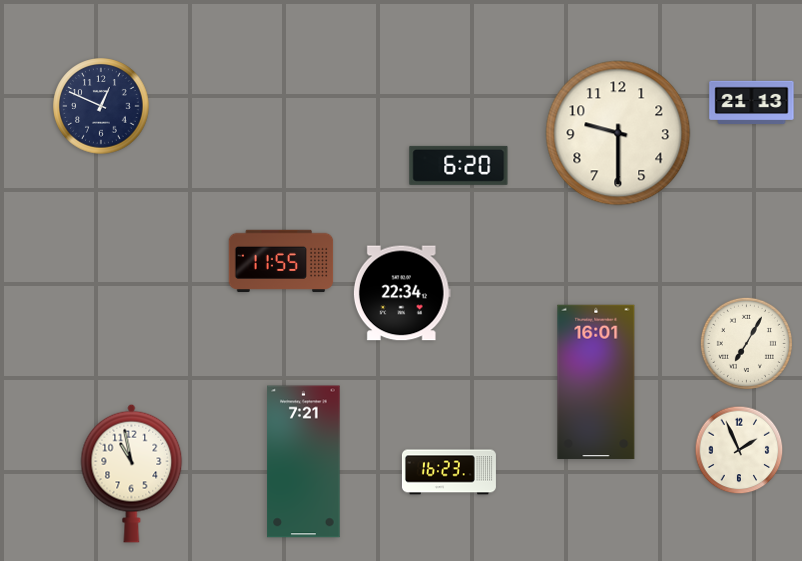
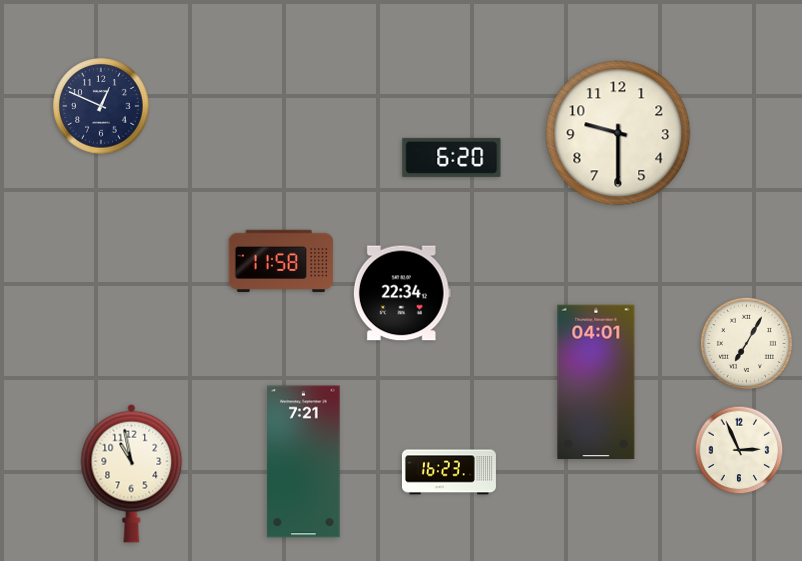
clock at (752, 103): 21:13 -> none
clock at (459, 165) position: (459, 165) -> (452, 157)
clock at (281, 261): 11:55 -> 11:58
clock at (596, 382): 16:01 -> 04:01
clock at (739, 450): 1:56 -> 2:56
